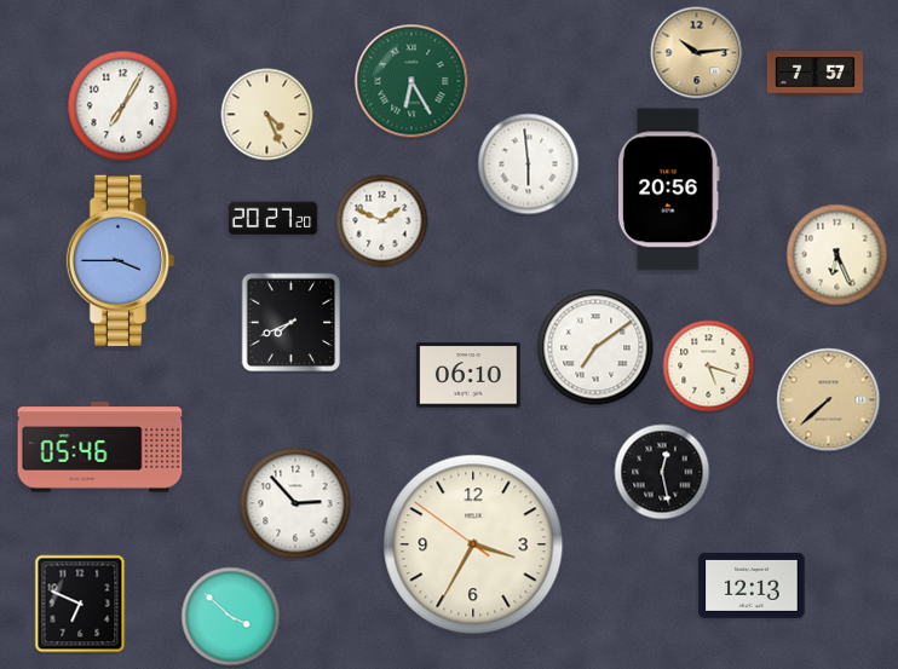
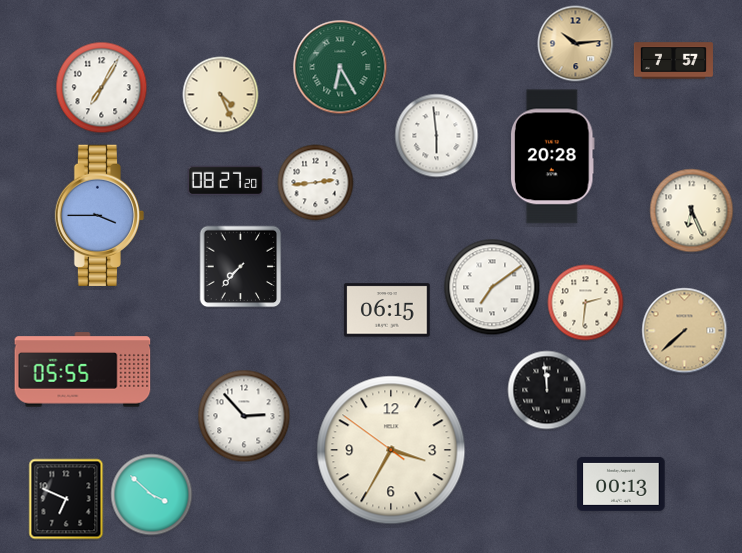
clock at (668, 190): 20:56 -> 20:28
clock at (274, 219): 20:27 -> 08:27
clock at (382, 221): 1:49 -> 2:44
clock at (292, 323): 7:41 -> 7:37
clock at (709, 367): 5:18 -> 2:31
clock at (468, 375): 06:10 -> 06:15
clock at (100, 448): 05:46 -> 05:55
clock at (662, 472): 12:28 -> 11:59
clock at (752, 586): 12:13 -> 00:13
clock at (231, 617) position: (231, 617) -> (152, 495)
